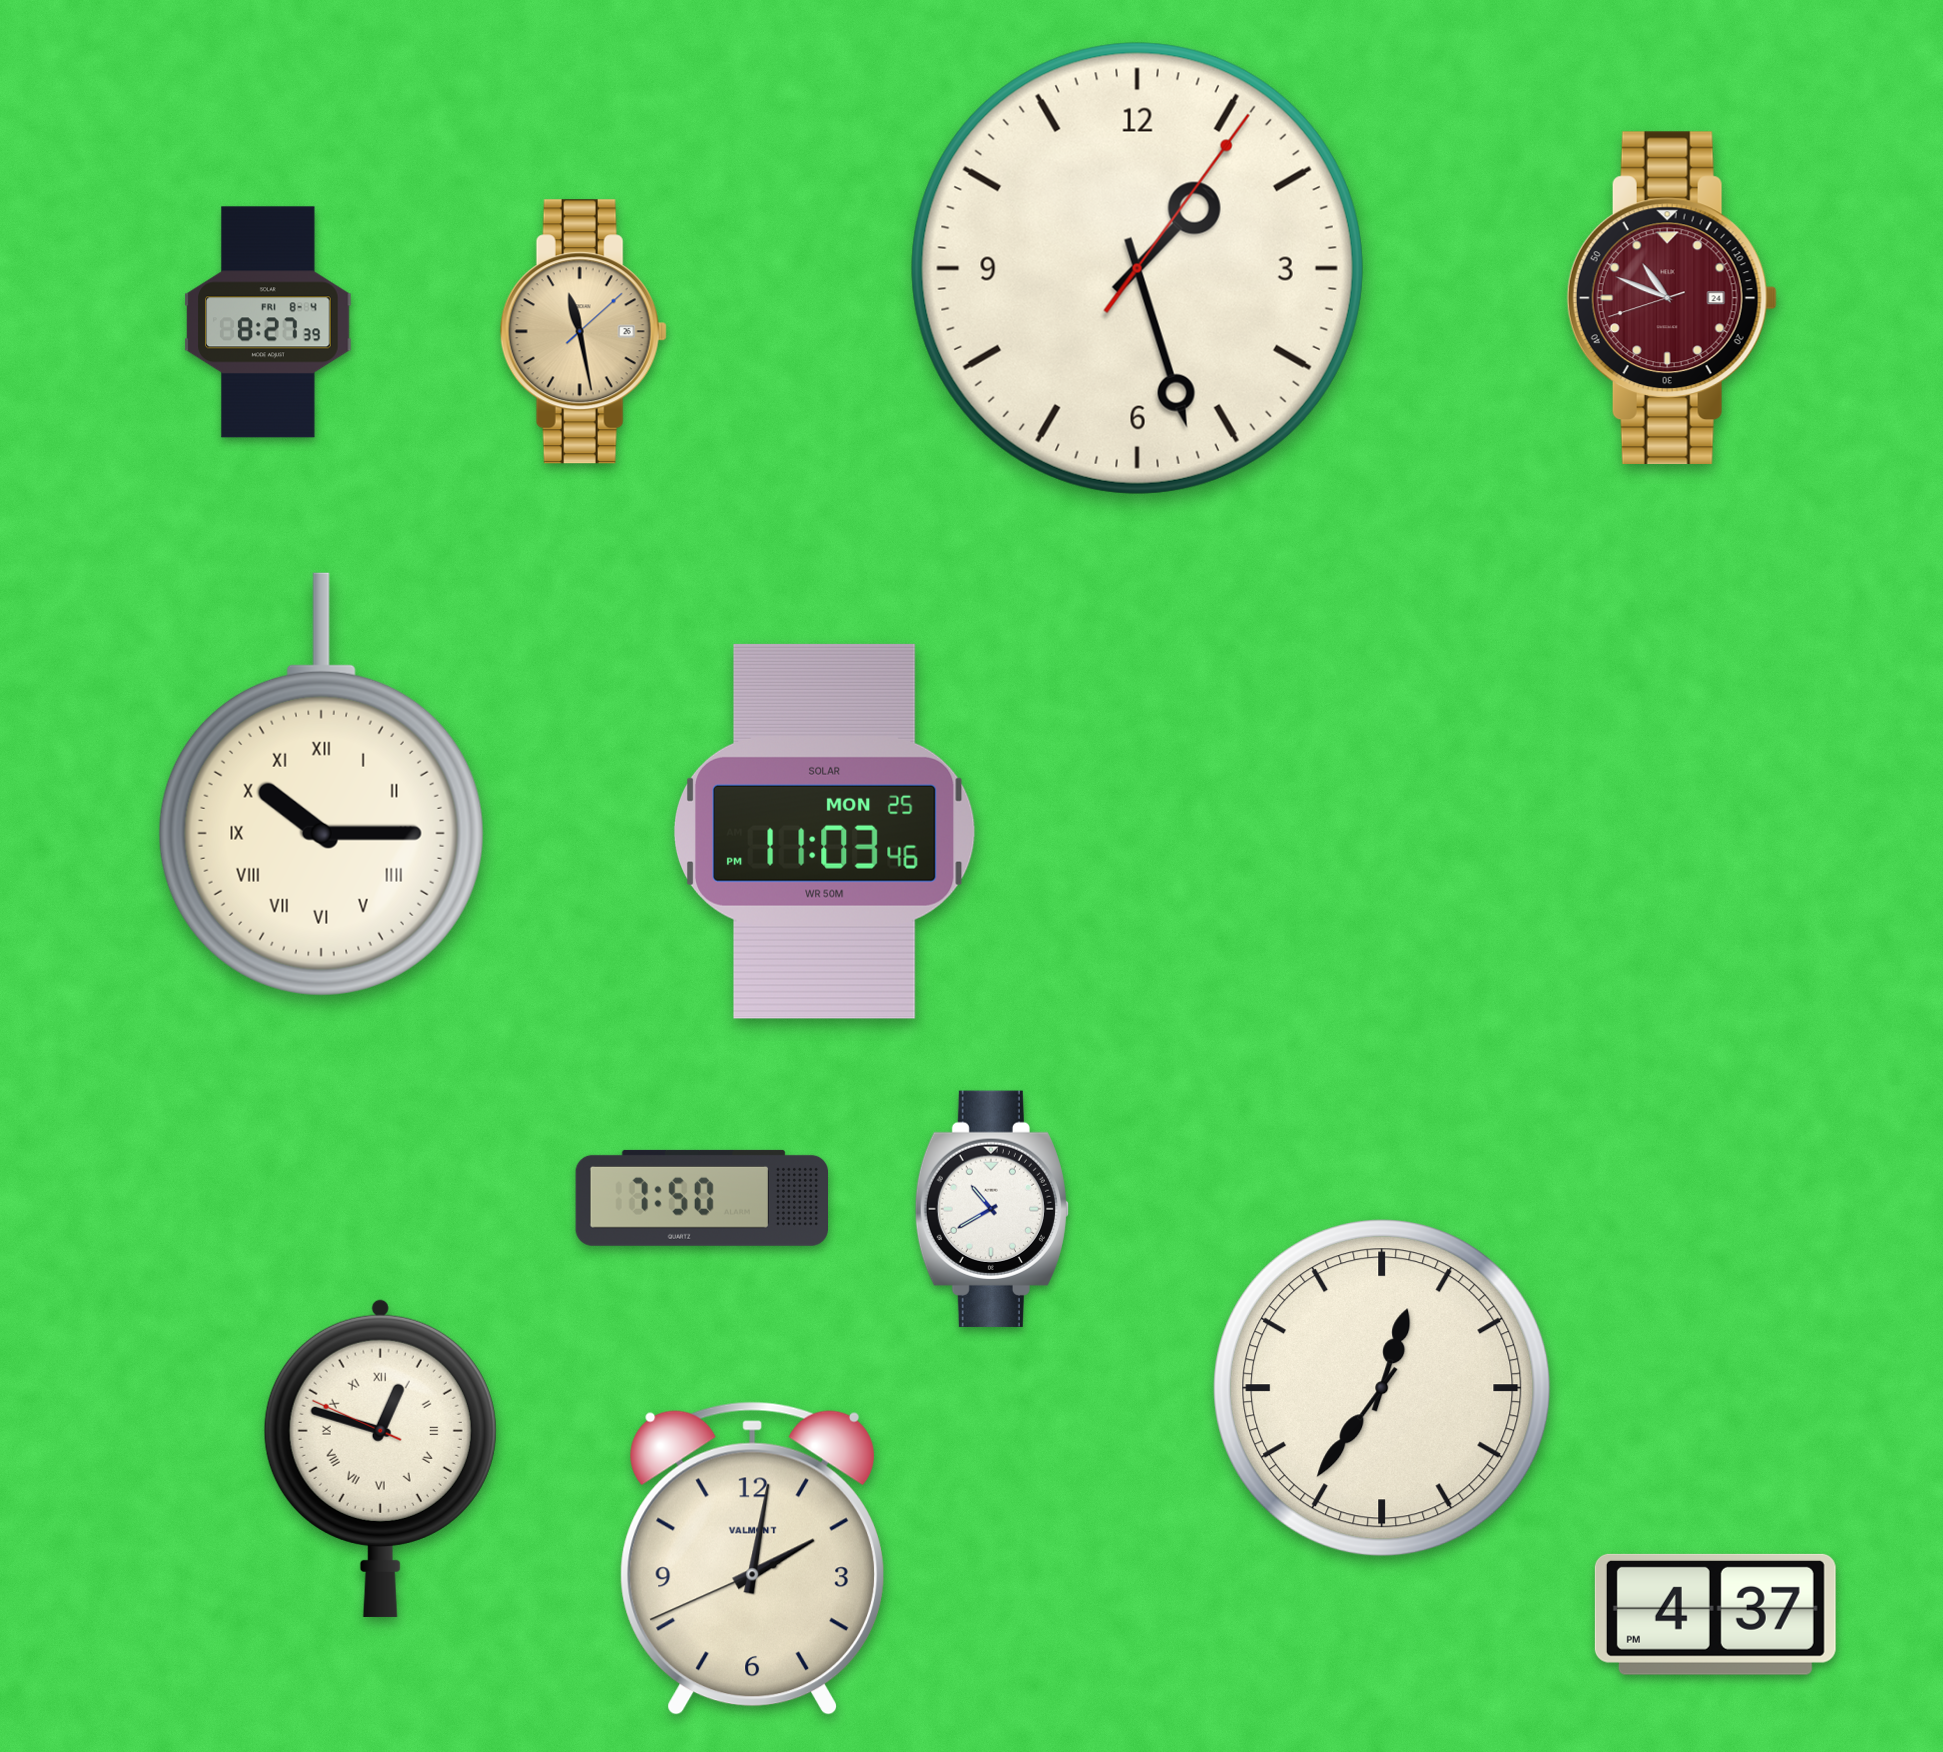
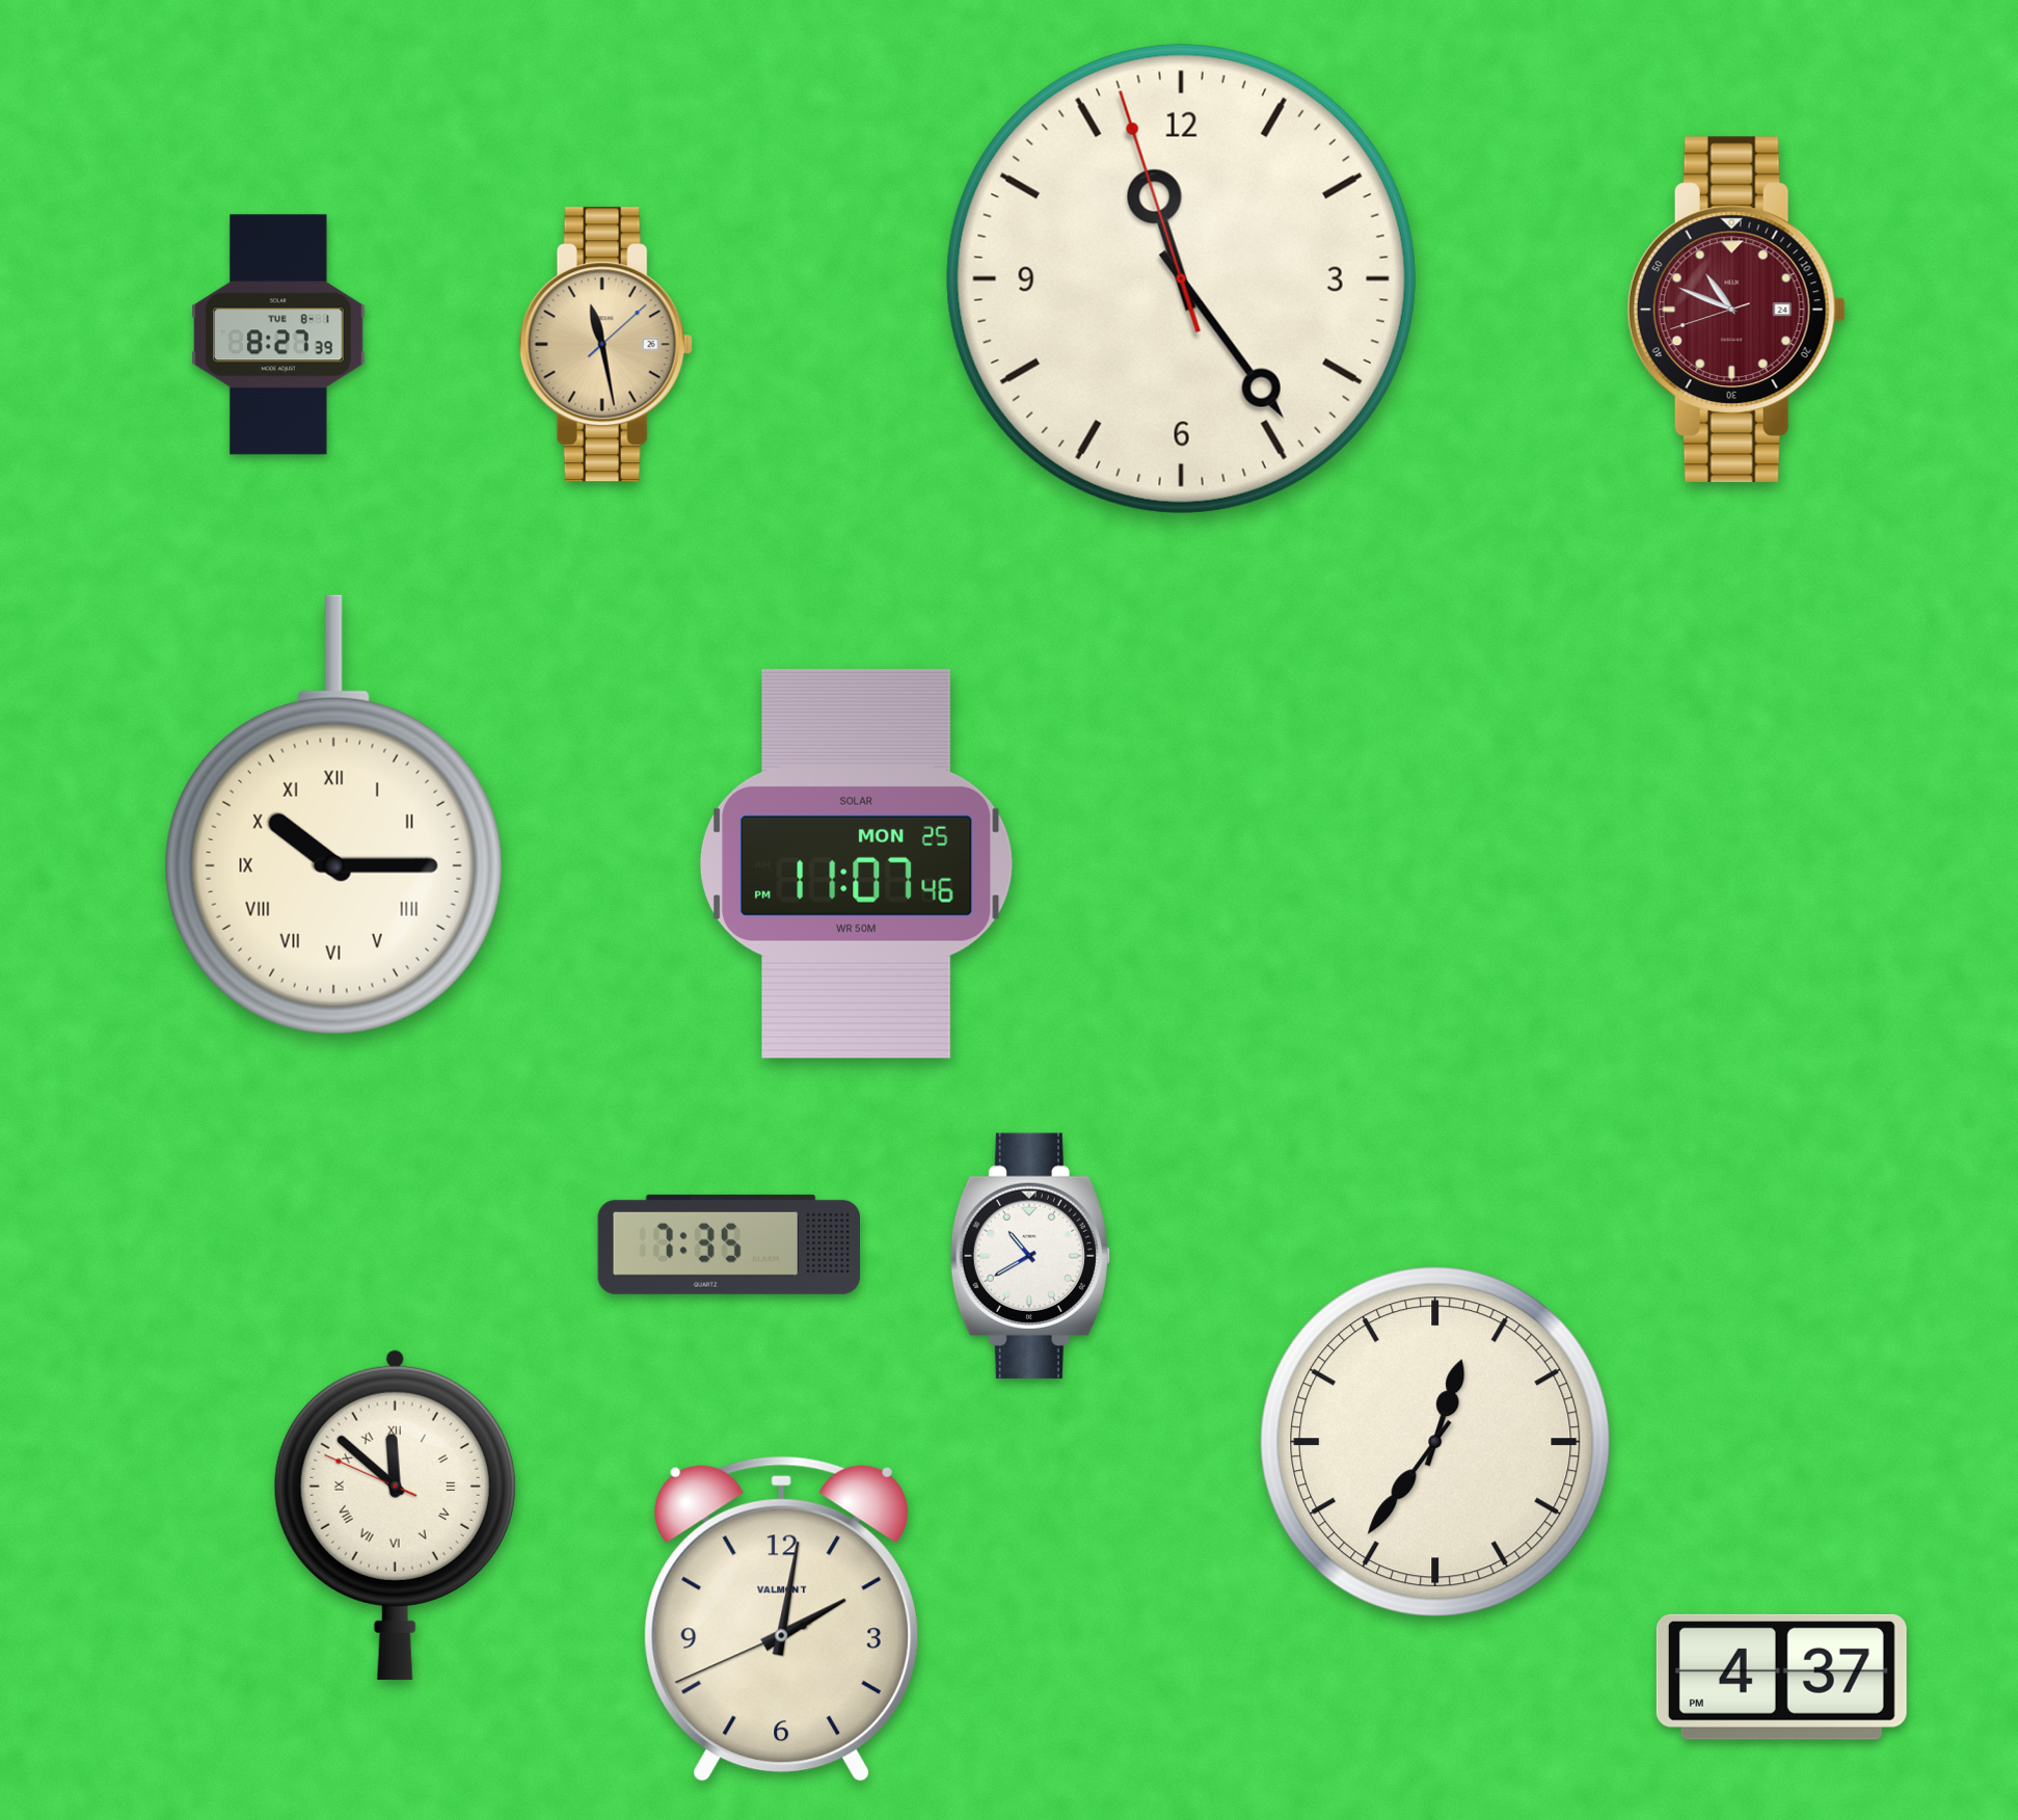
clock at (1137, 268): 1:27 -> 11:23
clock at (268, 322) date: FRI 8-4 -> TUE 8-1
clock at (825, 831): 11:03 -> 11:07
clock at (701, 1198): 7:50 -> 7:35
clock at (380, 1458): 12:47 -> 11:51
